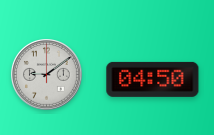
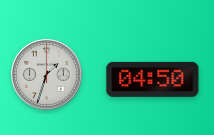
clock at (47, 75): 9:09 -> 1:33
